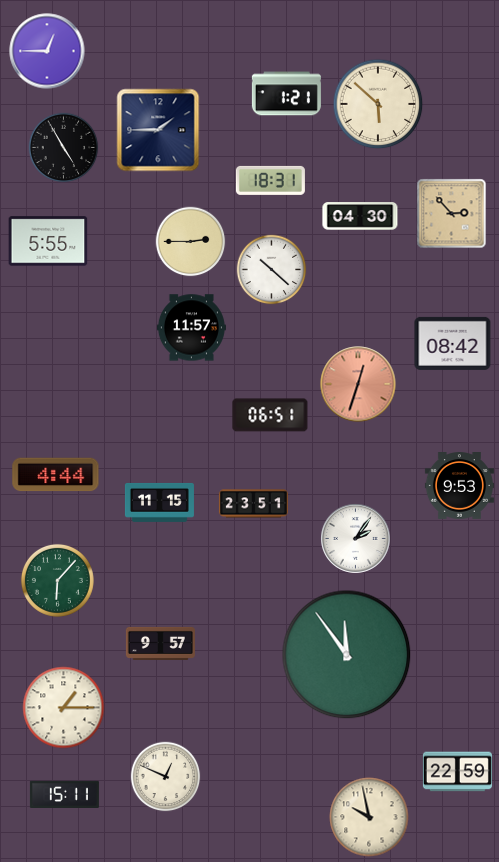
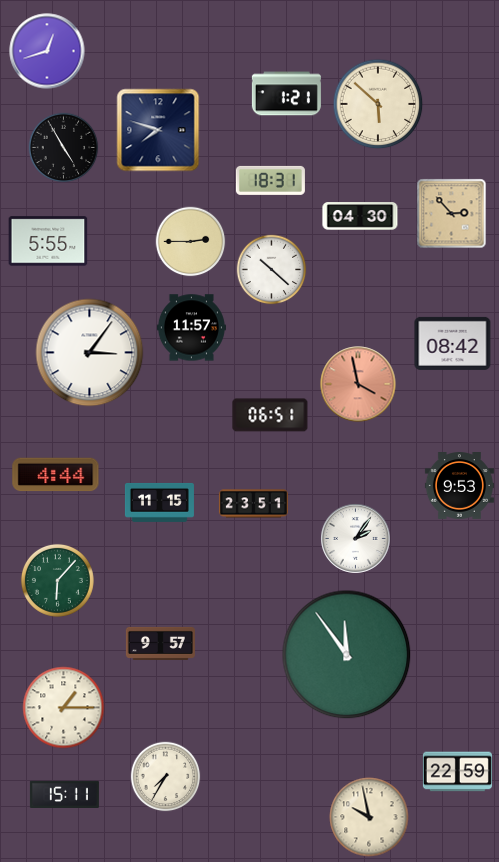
clock at (47, 51): 12:45 -> 12:42
clock at (158, 130): 1:45 -> 7:48
clock at (90, 353): none -> 3:06
clock at (358, 384): 12:33 -> 3:58
clock at (166, 777): 12:49 -> 7:35
